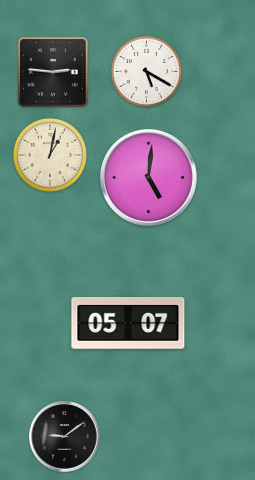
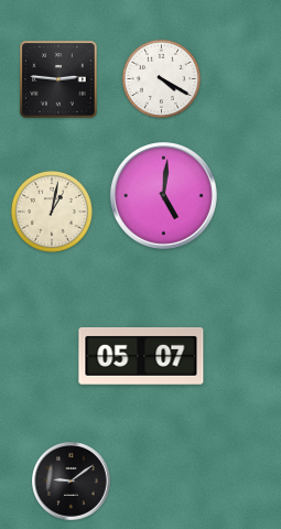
clock at (146, 71): 5:20 -> 4:20
clock at (50, 155) position: (50, 155) -> (52, 212)
